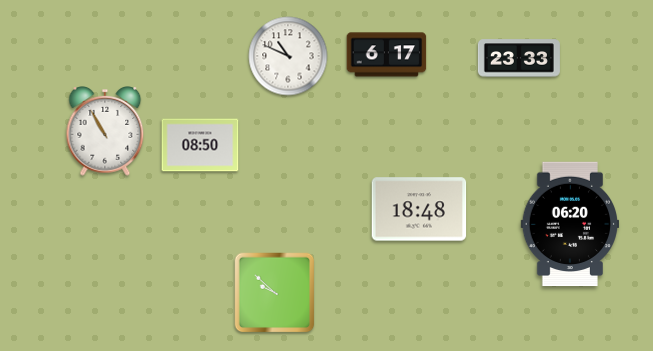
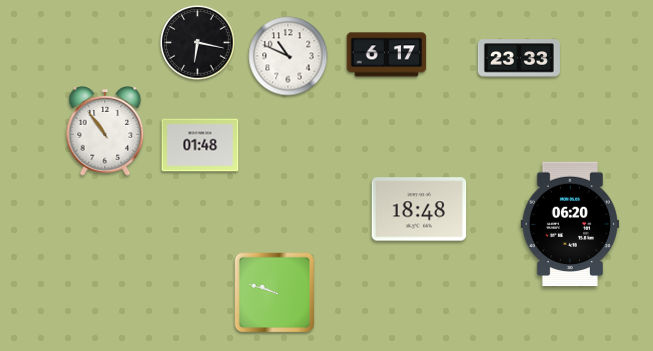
clock at (198, 43): none -> 6:17
clock at (105, 132): 10:55 -> 10:54
clock at (200, 145): 08:50 -> 01:48
clock at (275, 293): 9:52 -> 9:48
